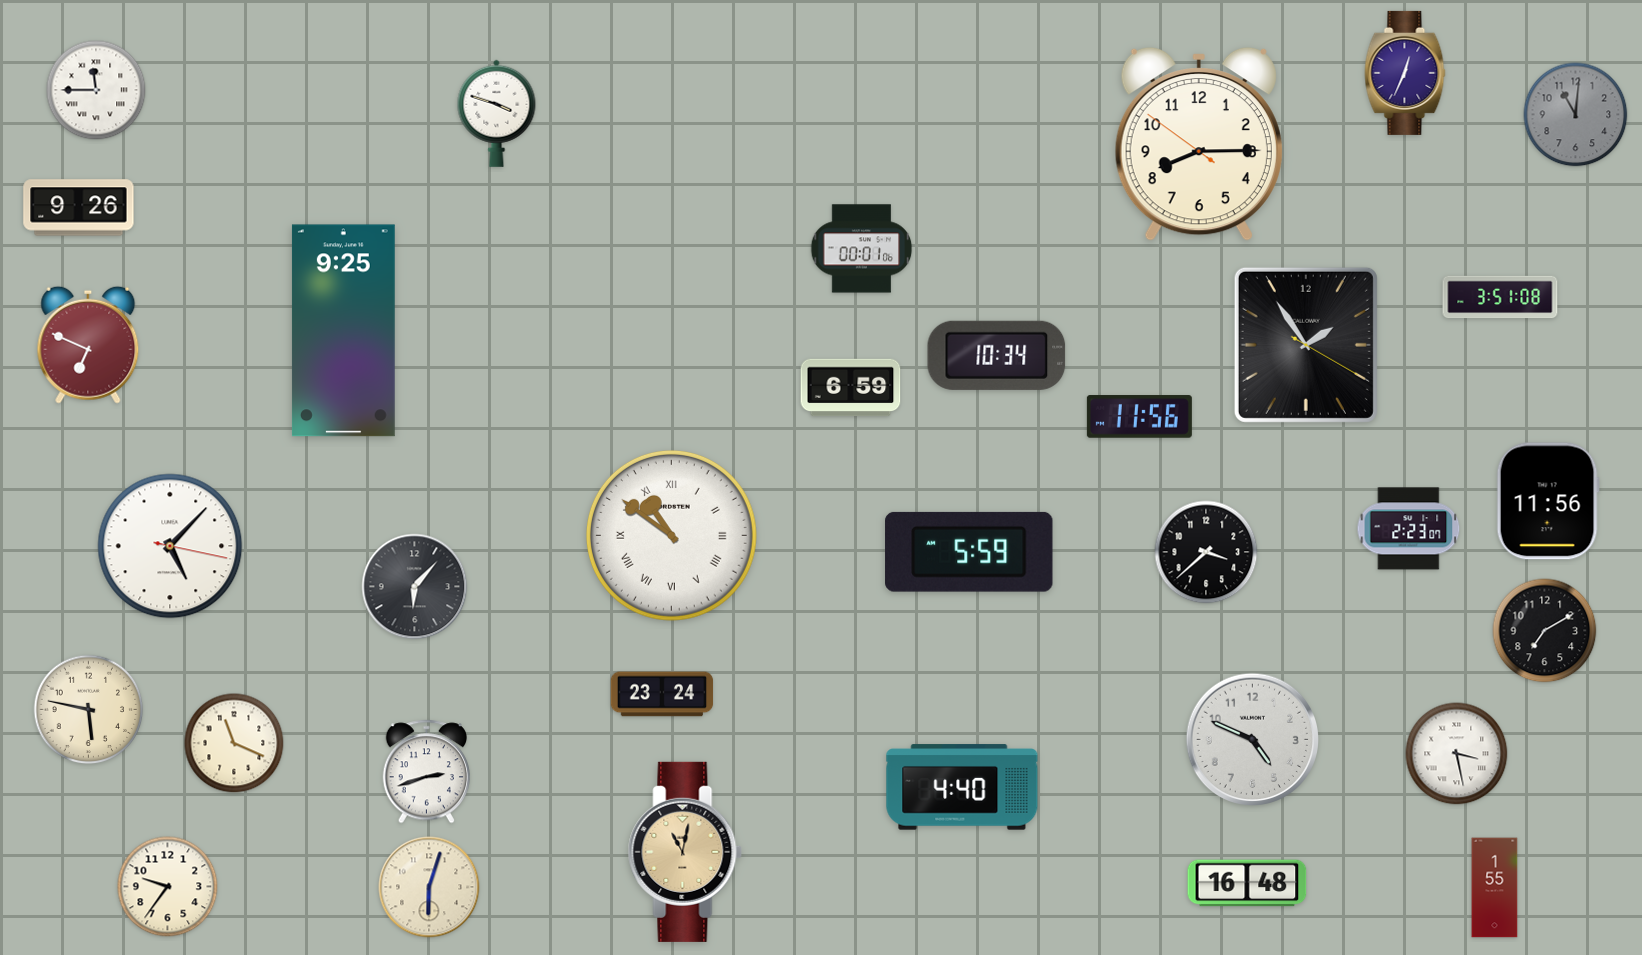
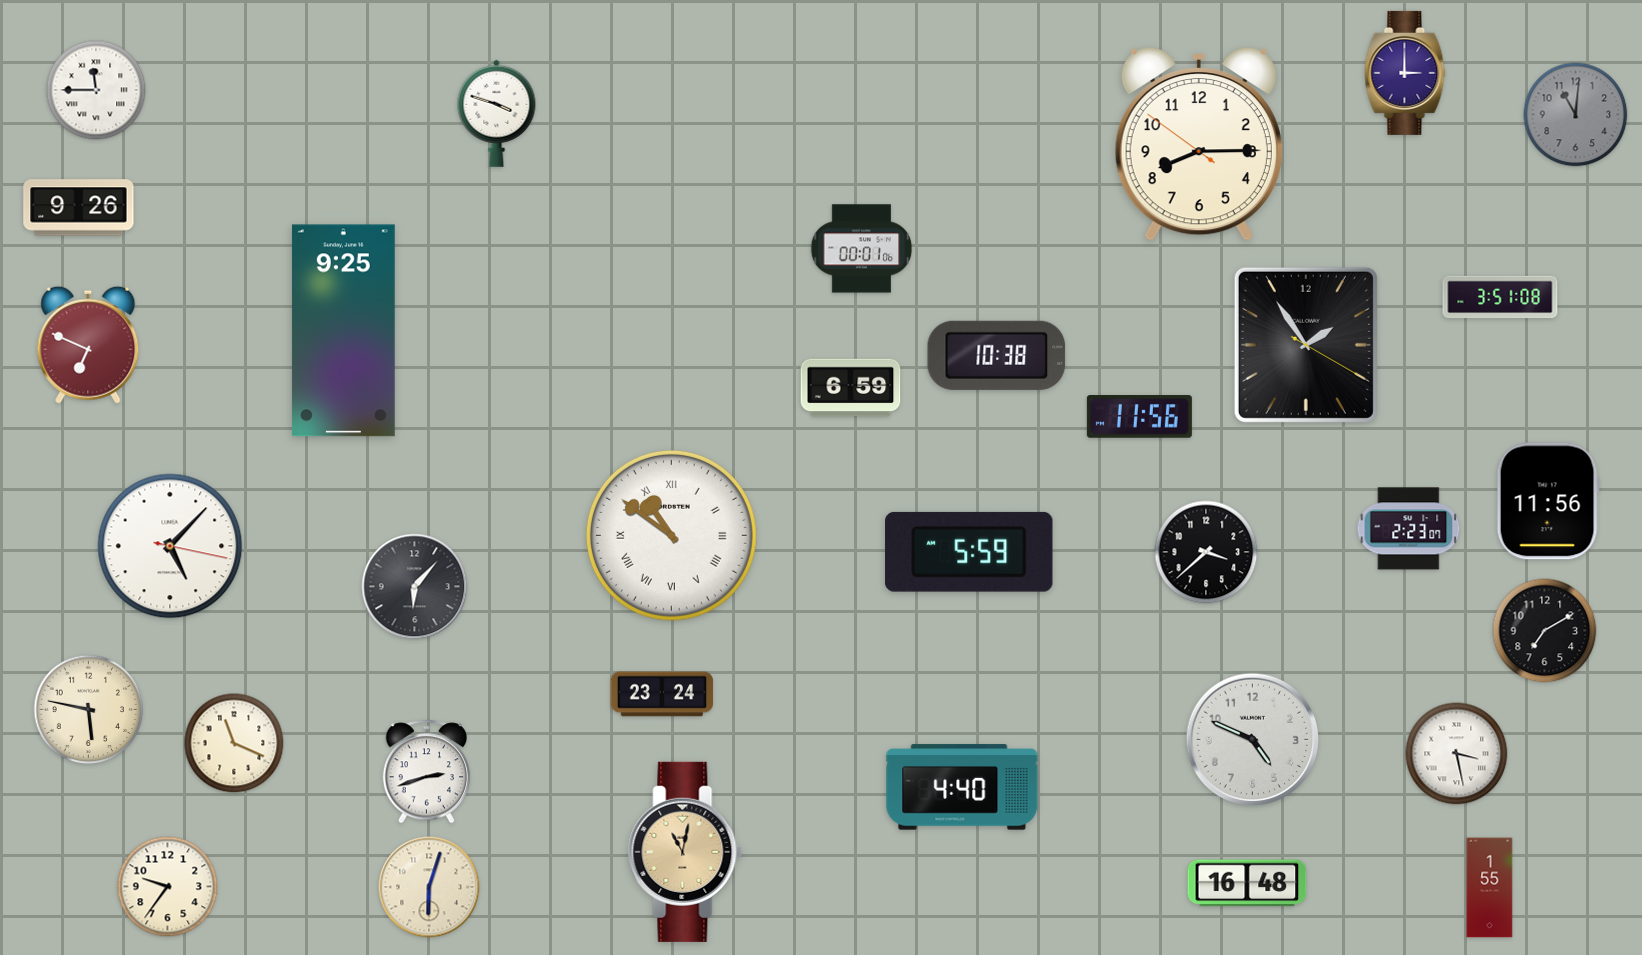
clock at (1405, 73): 12:34 -> 3:00
clock at (997, 355): 10:34 -> 10:38
clock at (1495, 888) position: (1495, 888) -> (1490, 888)
